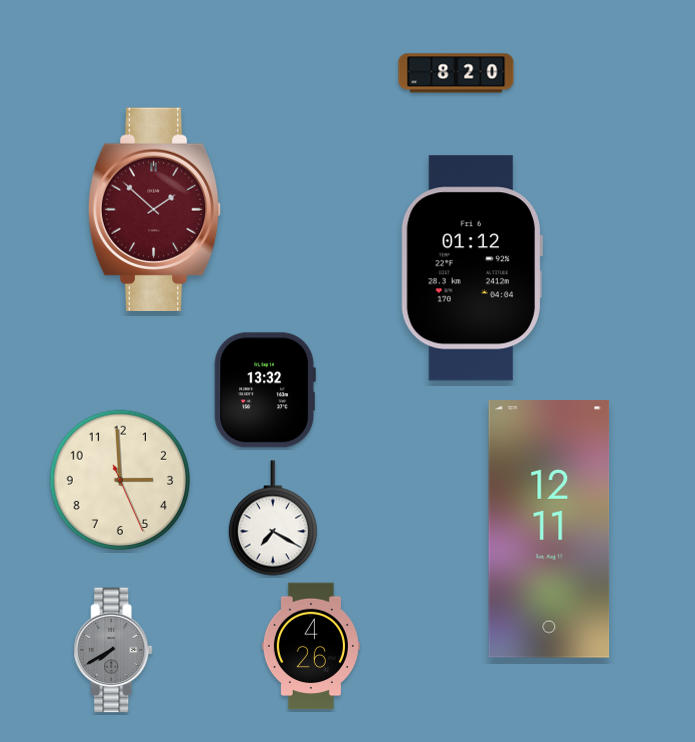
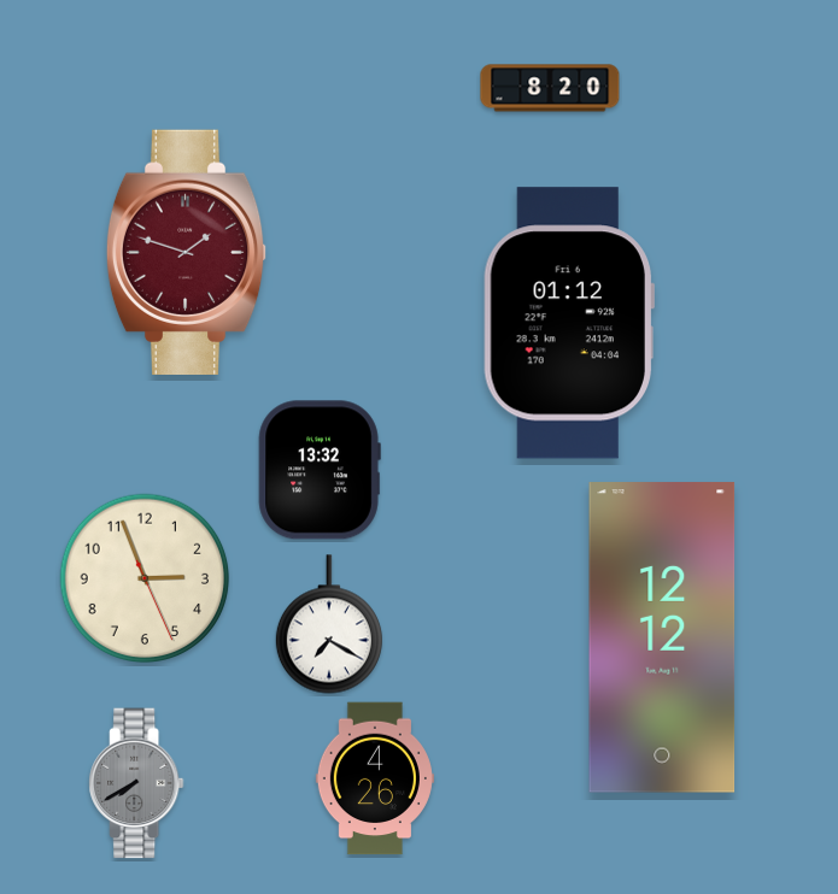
clock at (155, 209): 1:52 -> 1:48
clock at (120, 480): 2:59 -> 2:56
clock at (549, 529): 12:11 -> 12:12
